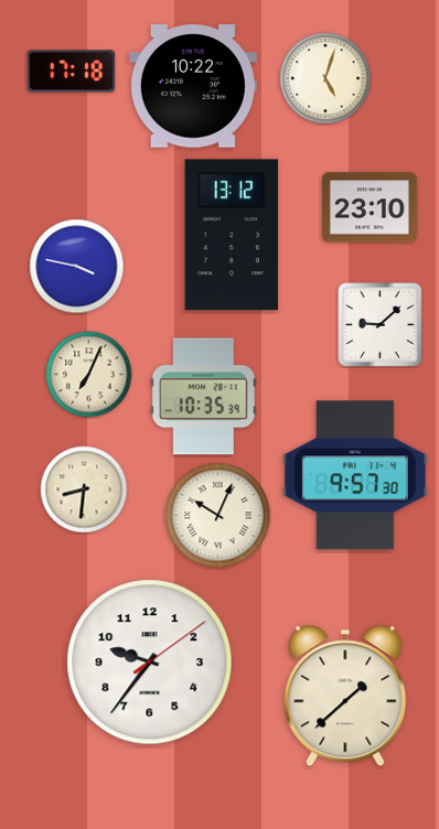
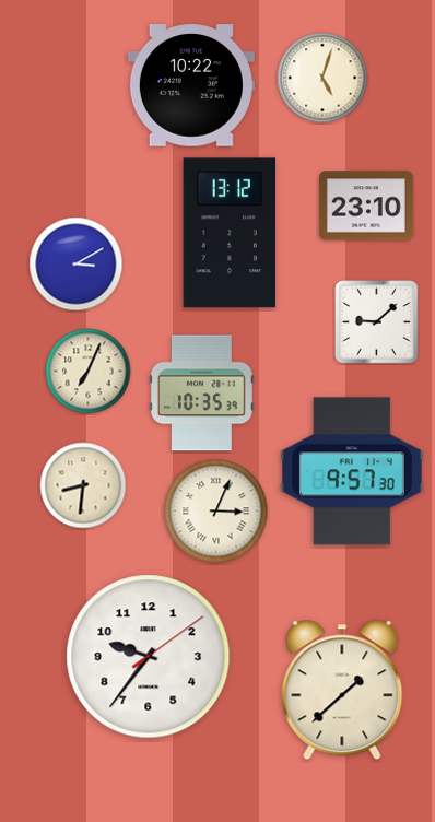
clock at (72, 72): 17:18 -> none
clock at (77, 267): 3:47 -> 3:10
clock at (218, 516): 10:04 -> 3:04
